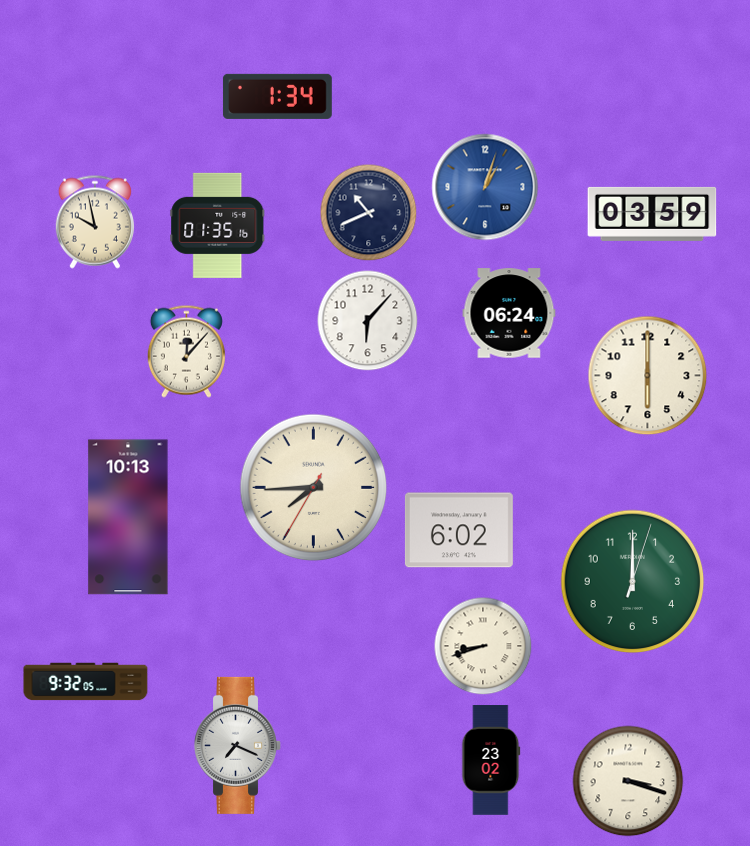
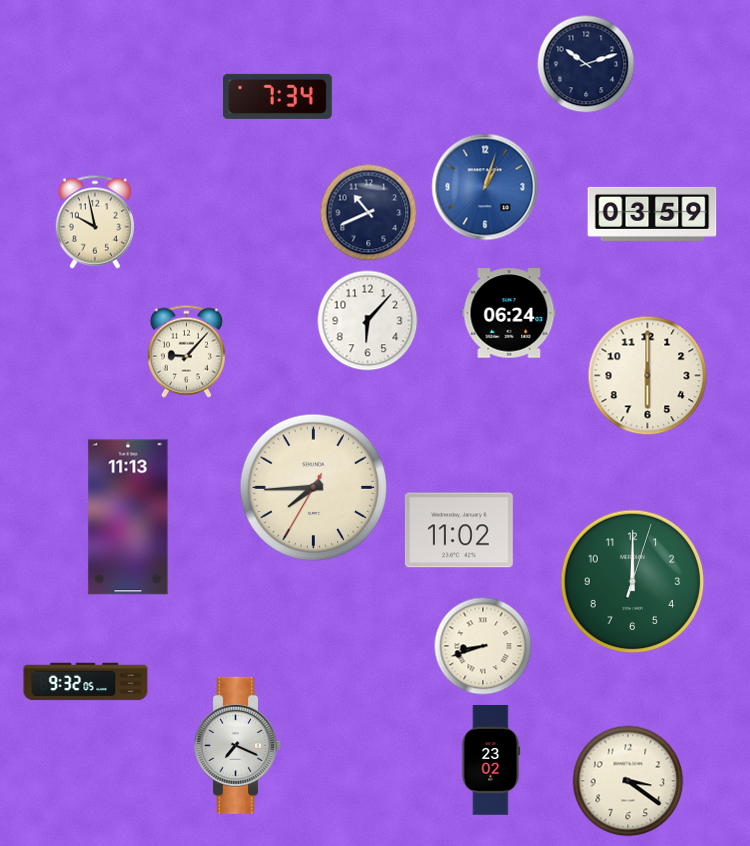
clock at (586, 64): none -> 10:12
clock at (277, 96): 1:34 -> 7:34
clock at (218, 225): 01:35 -> none
clock at (186, 351): 12:07 -> 9:07
clock at (128, 517): 10:13 -> 11:13
clock at (459, 530): 6:02 -> 11:02
clock at (628, 781): 3:18 -> 3:21
